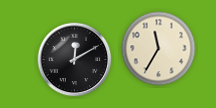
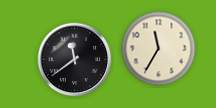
clock at (75, 60): 12:10 -> 11:39
